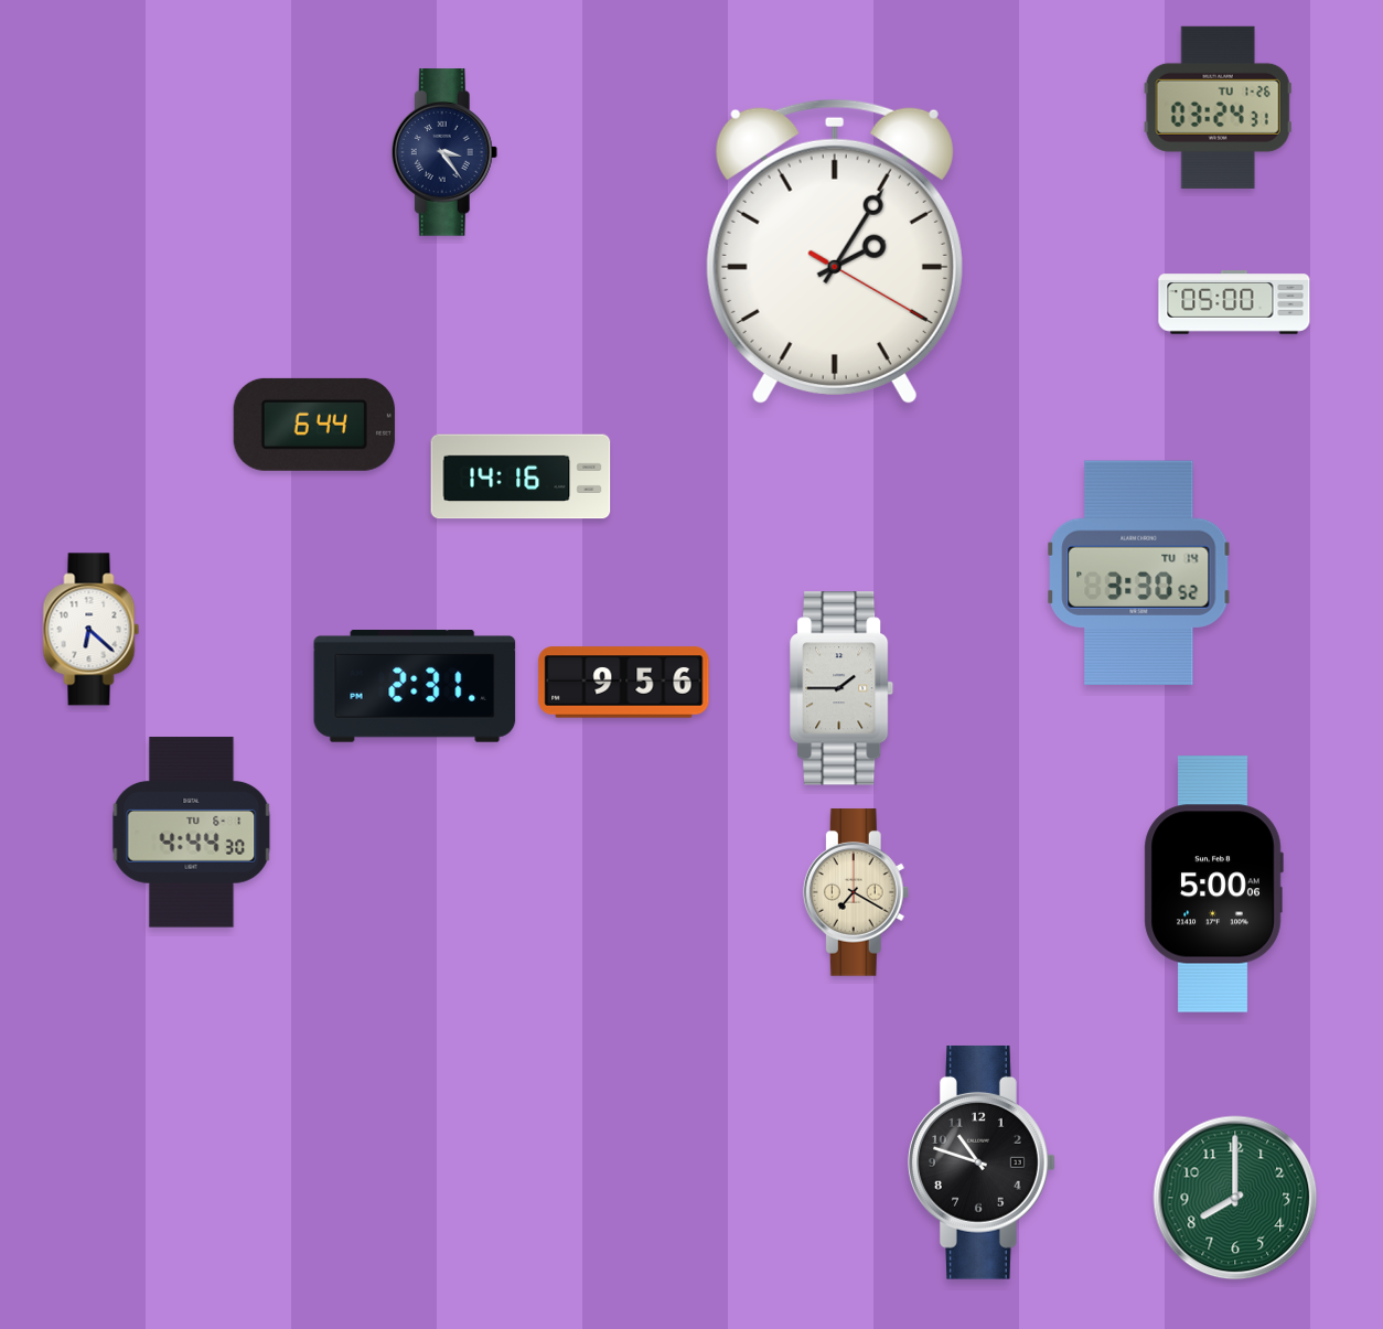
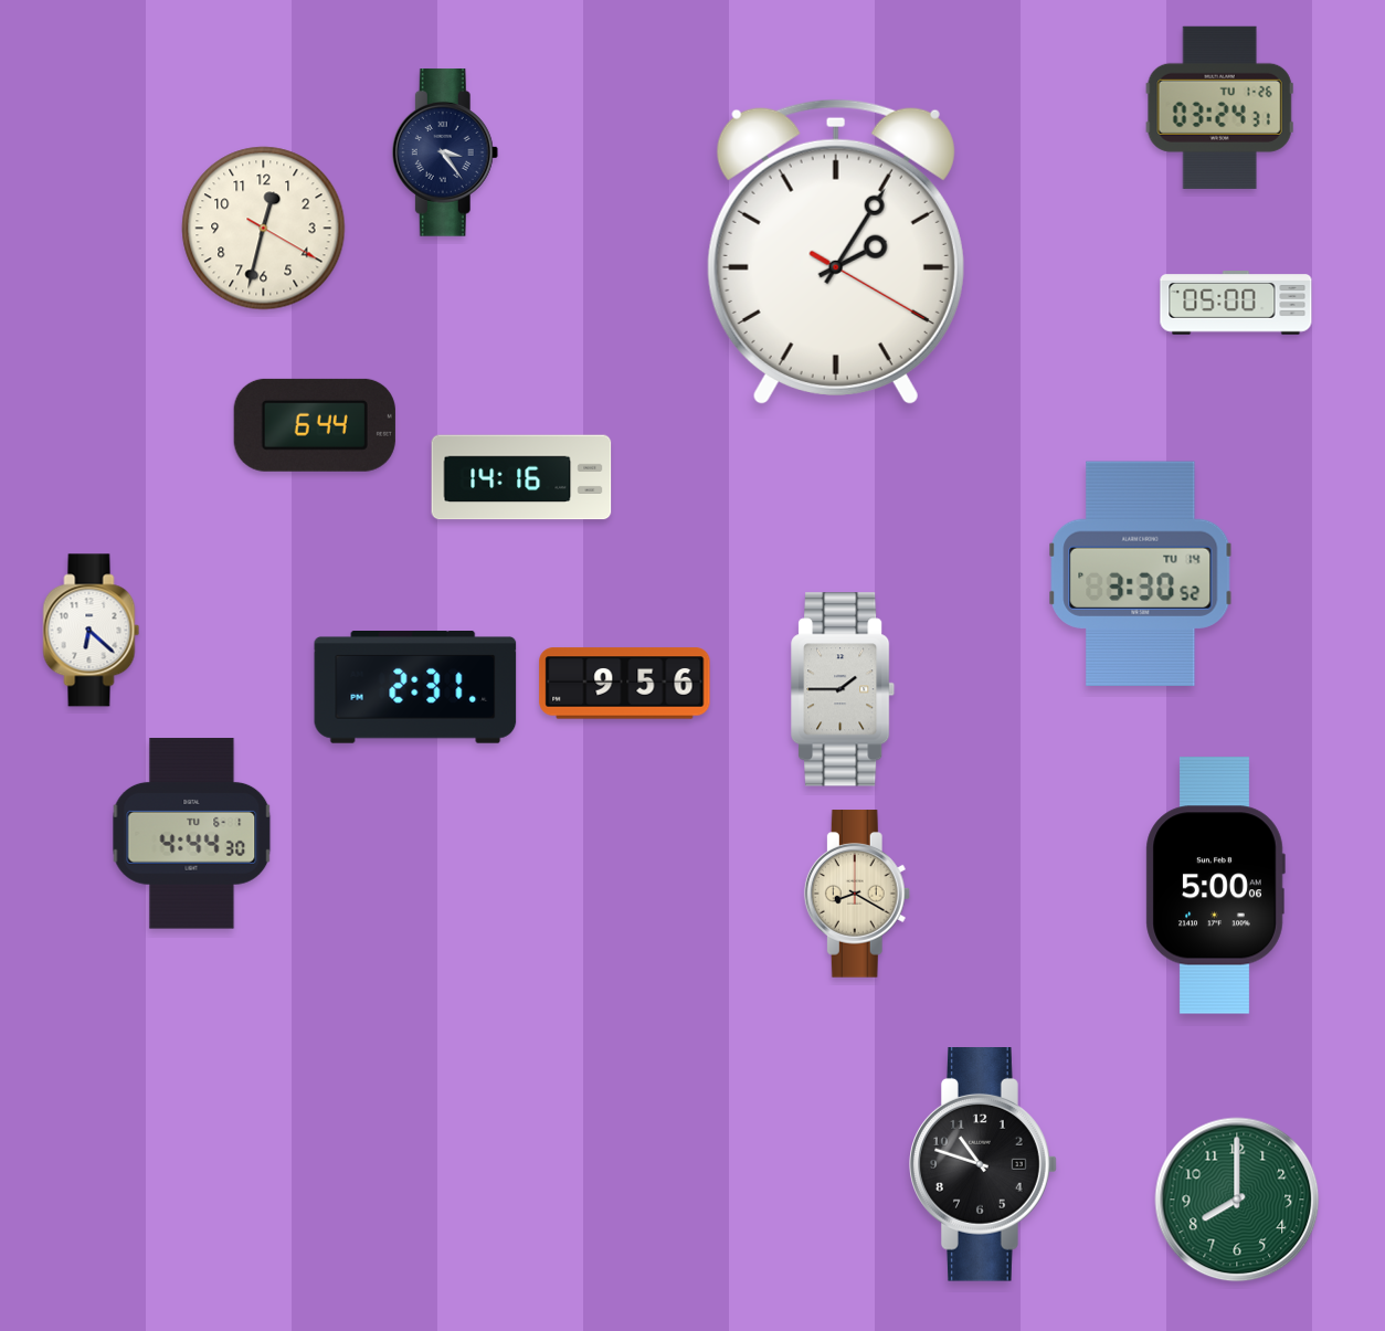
clock at (264, 229): none -> 12:32
clock at (856, 892): 7:20 -> 8:20
